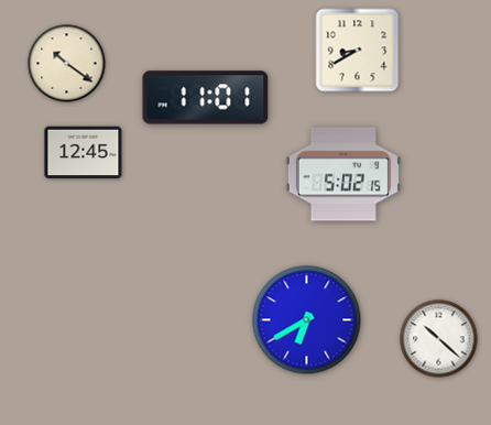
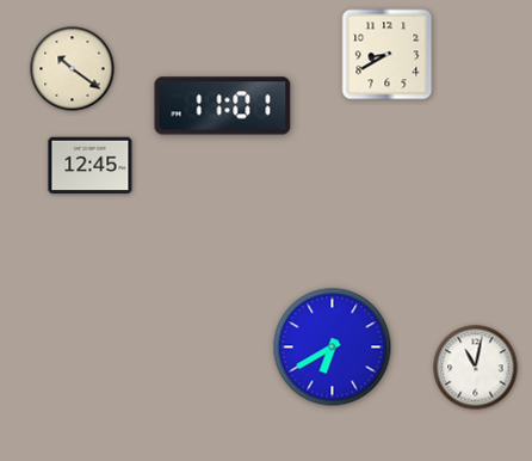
clock at (343, 174): 5:02 -> none
clock at (439, 339): 10:22 -> 11:02
